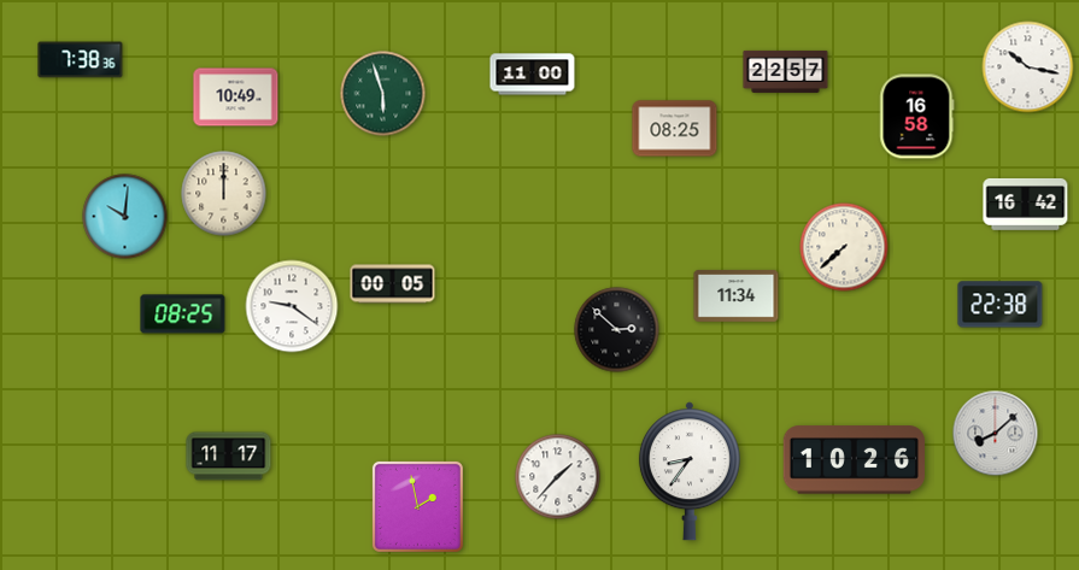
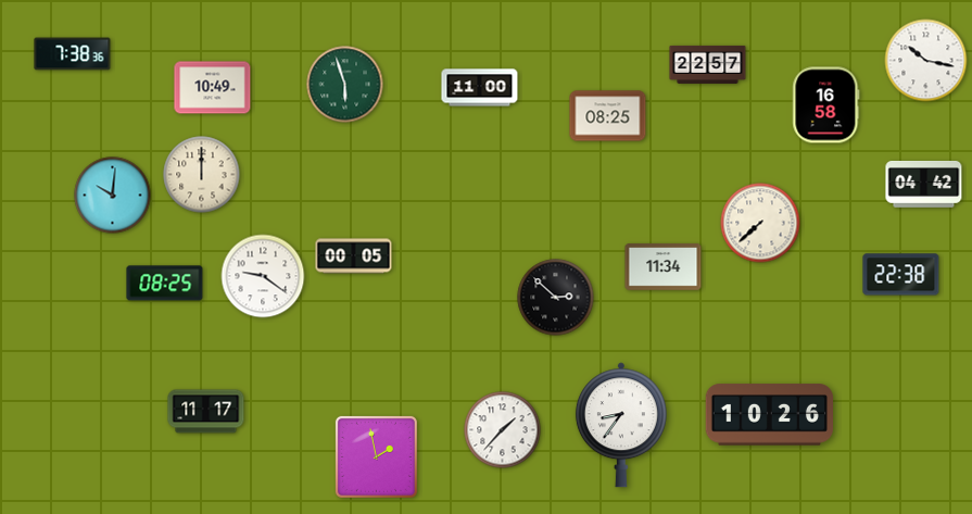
clock at (533, 75) position: (533, 75) -> (480, 88)
clock at (1026, 205): 16:42 -> 04:42
clock at (996, 434): 8:08 -> none
